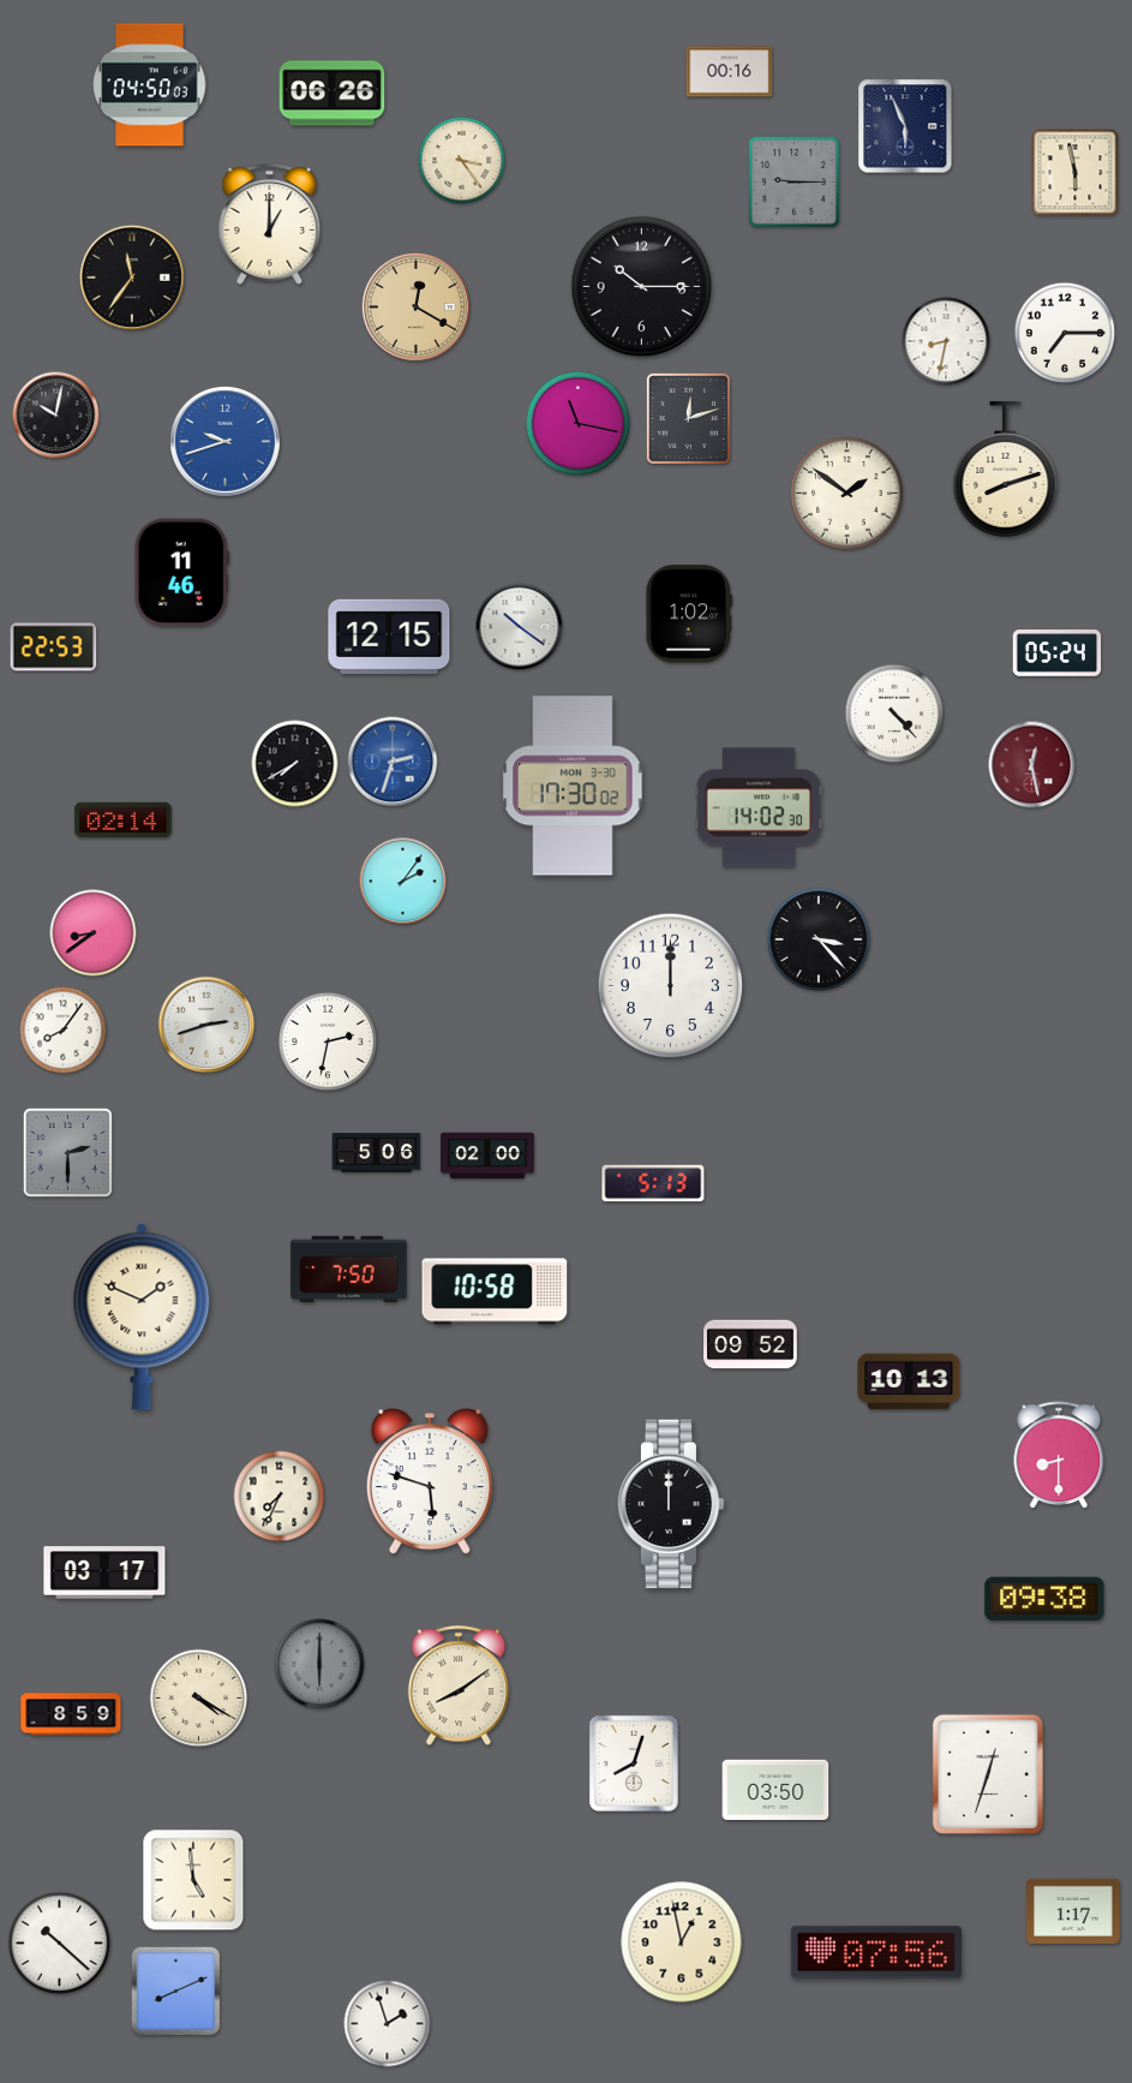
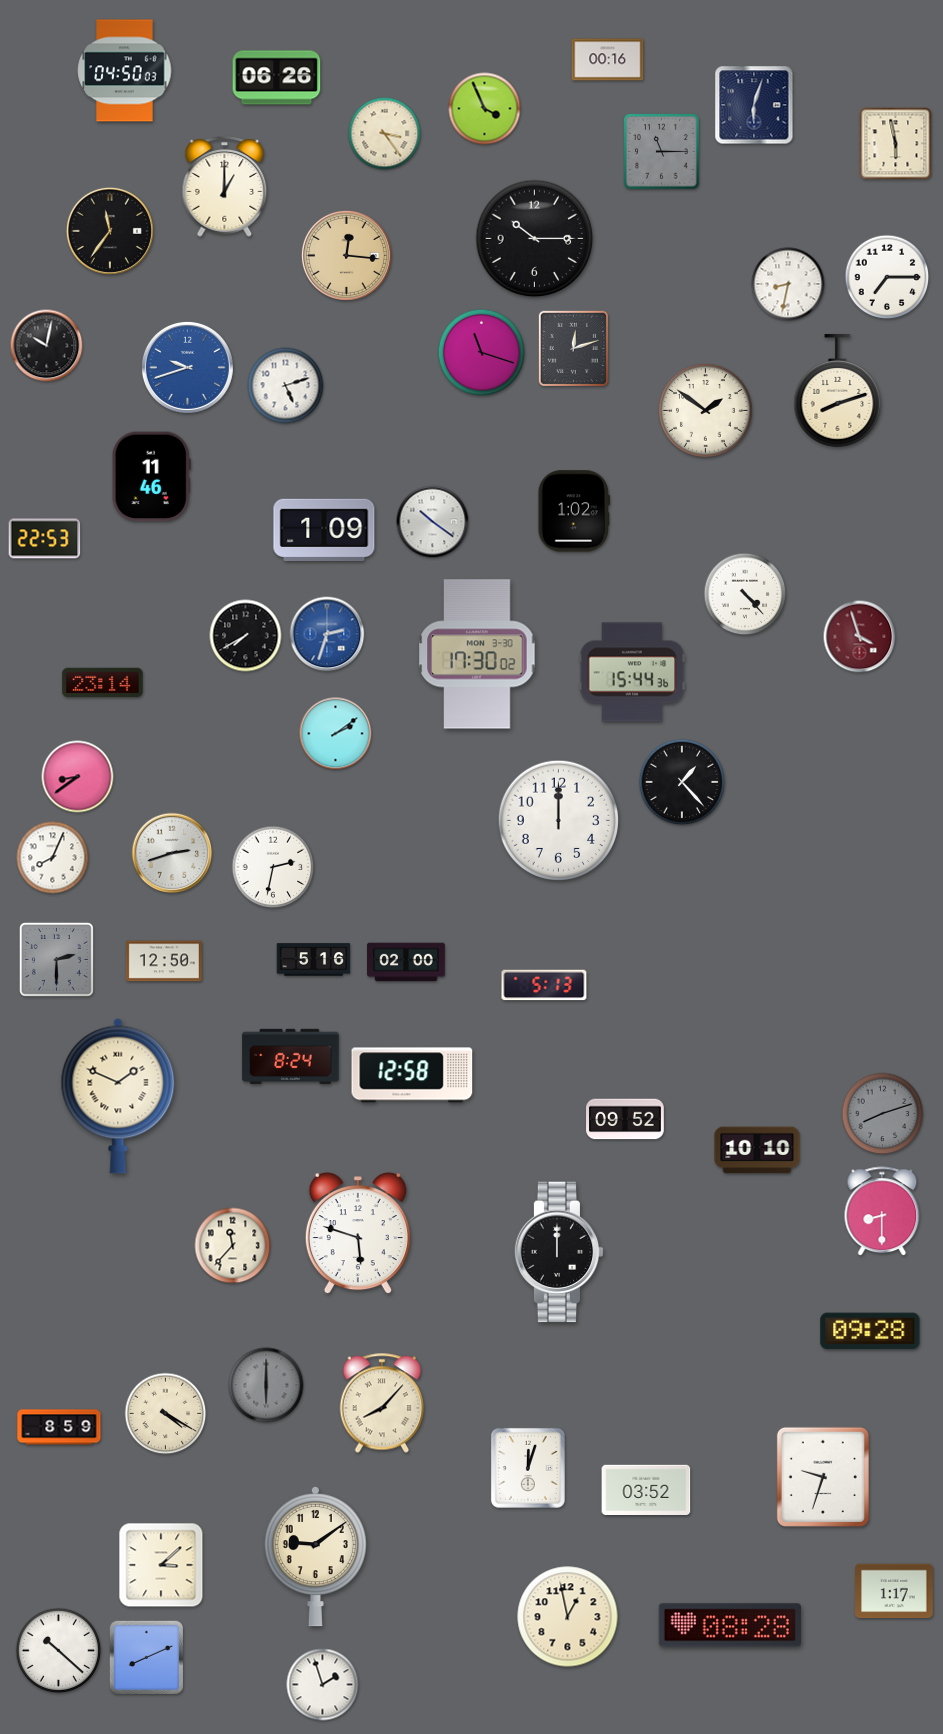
clock at (905, 126): 5:56 -> 6:03
clock at (485, 109): none -> 3:56
clock at (795, 183): 9:15 -> 11:15
clock at (415, 306): 12:20 -> 12:16
clock at (577, 423): 11:17 -> 11:18
clock at (286, 386): none -> 5:12
clock at (389, 635): 12:15 -> 1:09
clock at (1058, 653): 05:24 -> none
clock at (1032, 765): 12:28 -> 3:57
clock at (759, 807): 14:02 -> 15:44
clock at (124, 820): 02:14 -> 23:14
clock at (403, 882): 2:06 -> 2:09
clock at (819, 939): 3:23 -> 1:23
clock at (64, 1031): 8:06 -> 8:04
clock at (377, 1153): 5:06 -> 5:16
clock at (164, 961): none -> 12:50
clock at (349, 1269): 7:50 -> 8:24
clock at (495, 1291): 10:58 -> 12:58
clock at (883, 1114): none -> 8:12
clock at (909, 1381): 10:13 -> 10:10
clock at (280, 1497): 7:34 -> 11:37
clock at (104, 1572): 03:17 -> none
clock at (1044, 1599): 09:38 -> 09:28
clock at (459, 1685): 8:09 -> 8:07
clock at (634, 1763): 8:03 -> 12:03
clock at (988, 1774): 12:33 -> 9:33
clock at (775, 1789): 03:50 -> 03:52
clock at (315, 1556): none -> 9:09
clock at (193, 1880): 4:59 -> 3:08
clock at (60, 1944) position: (60, 1944) -> (59, 1651)
clock at (876, 1952): 07:56 -> 08:28
